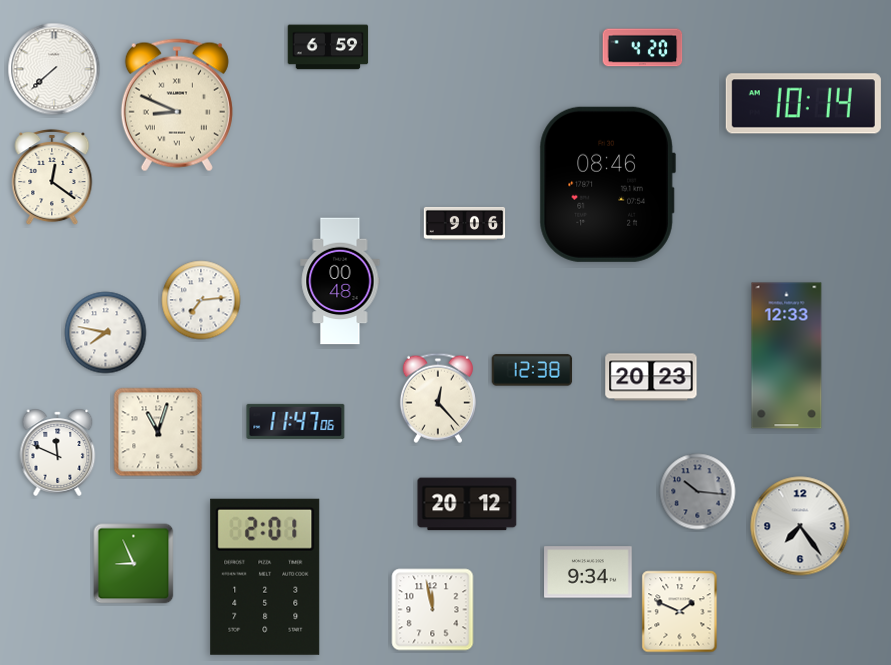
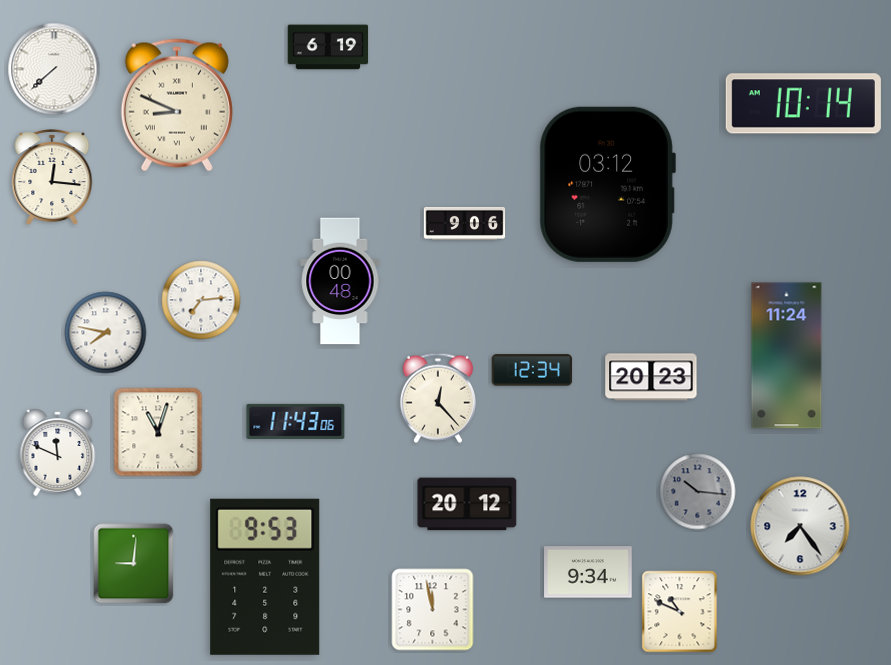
clock at (328, 47): 6:59 -> 6:19
clock at (643, 48): 4:20 -> none
clock at (52, 177): 12:21 -> 12:16
clock at (607, 184): 08:46 -> 03:12
clock at (787, 356): 12:33 -> 11:24
clock at (532, 370): 12:38 -> 12:34
clock at (296, 421): 11:47 -> 11:43
clock at (134, 564): 8:56 -> 9:01
clock at (265, 577): 2:01 -> 9:53
clock at (680, 612): 1:49 -> 10:49
